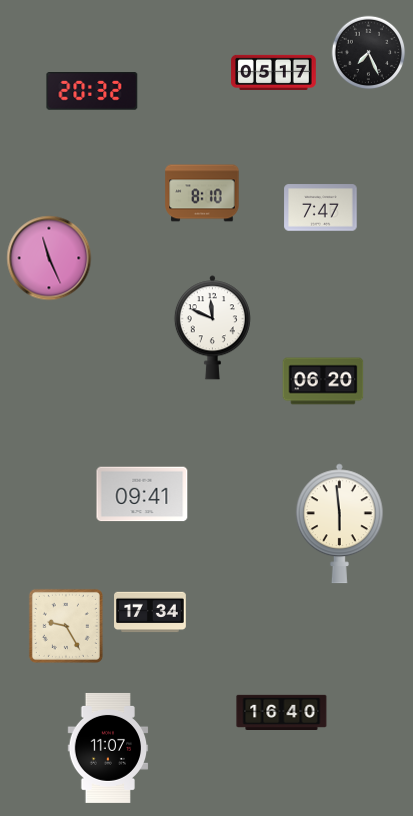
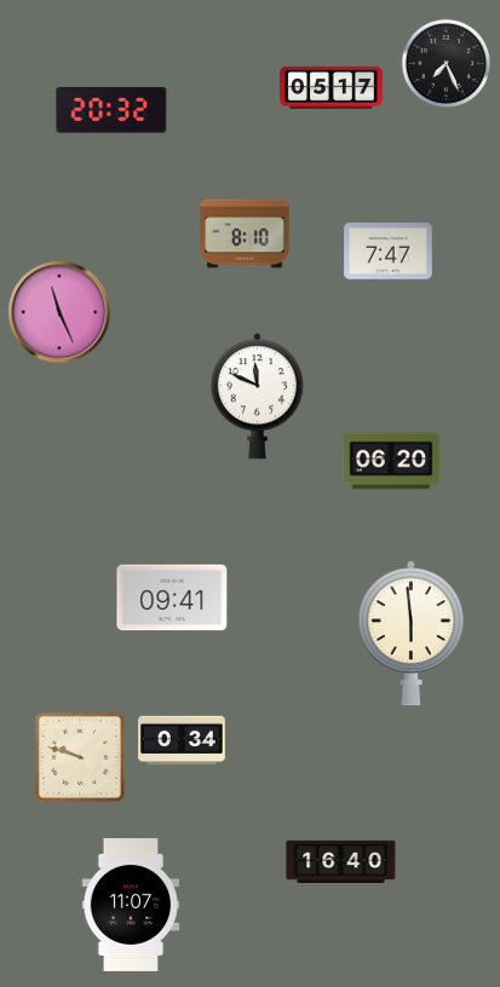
clock at (150, 612): 17:34 -> 0:34
clock at (66, 626): 9:25 -> 9:48
